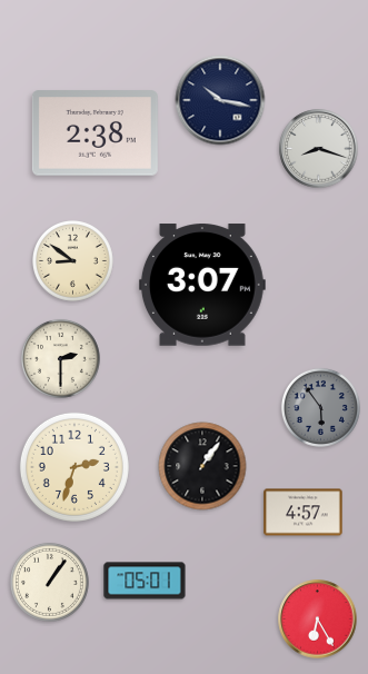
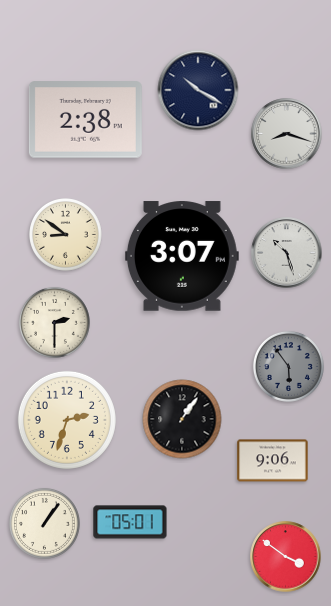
clock at (220, 100): 10:17 -> 10:20
clock at (287, 253): none -> 10:27
clock at (304, 513): 4:57 -> 9:06
clock at (318, 620): 6:25 -> 3:51
